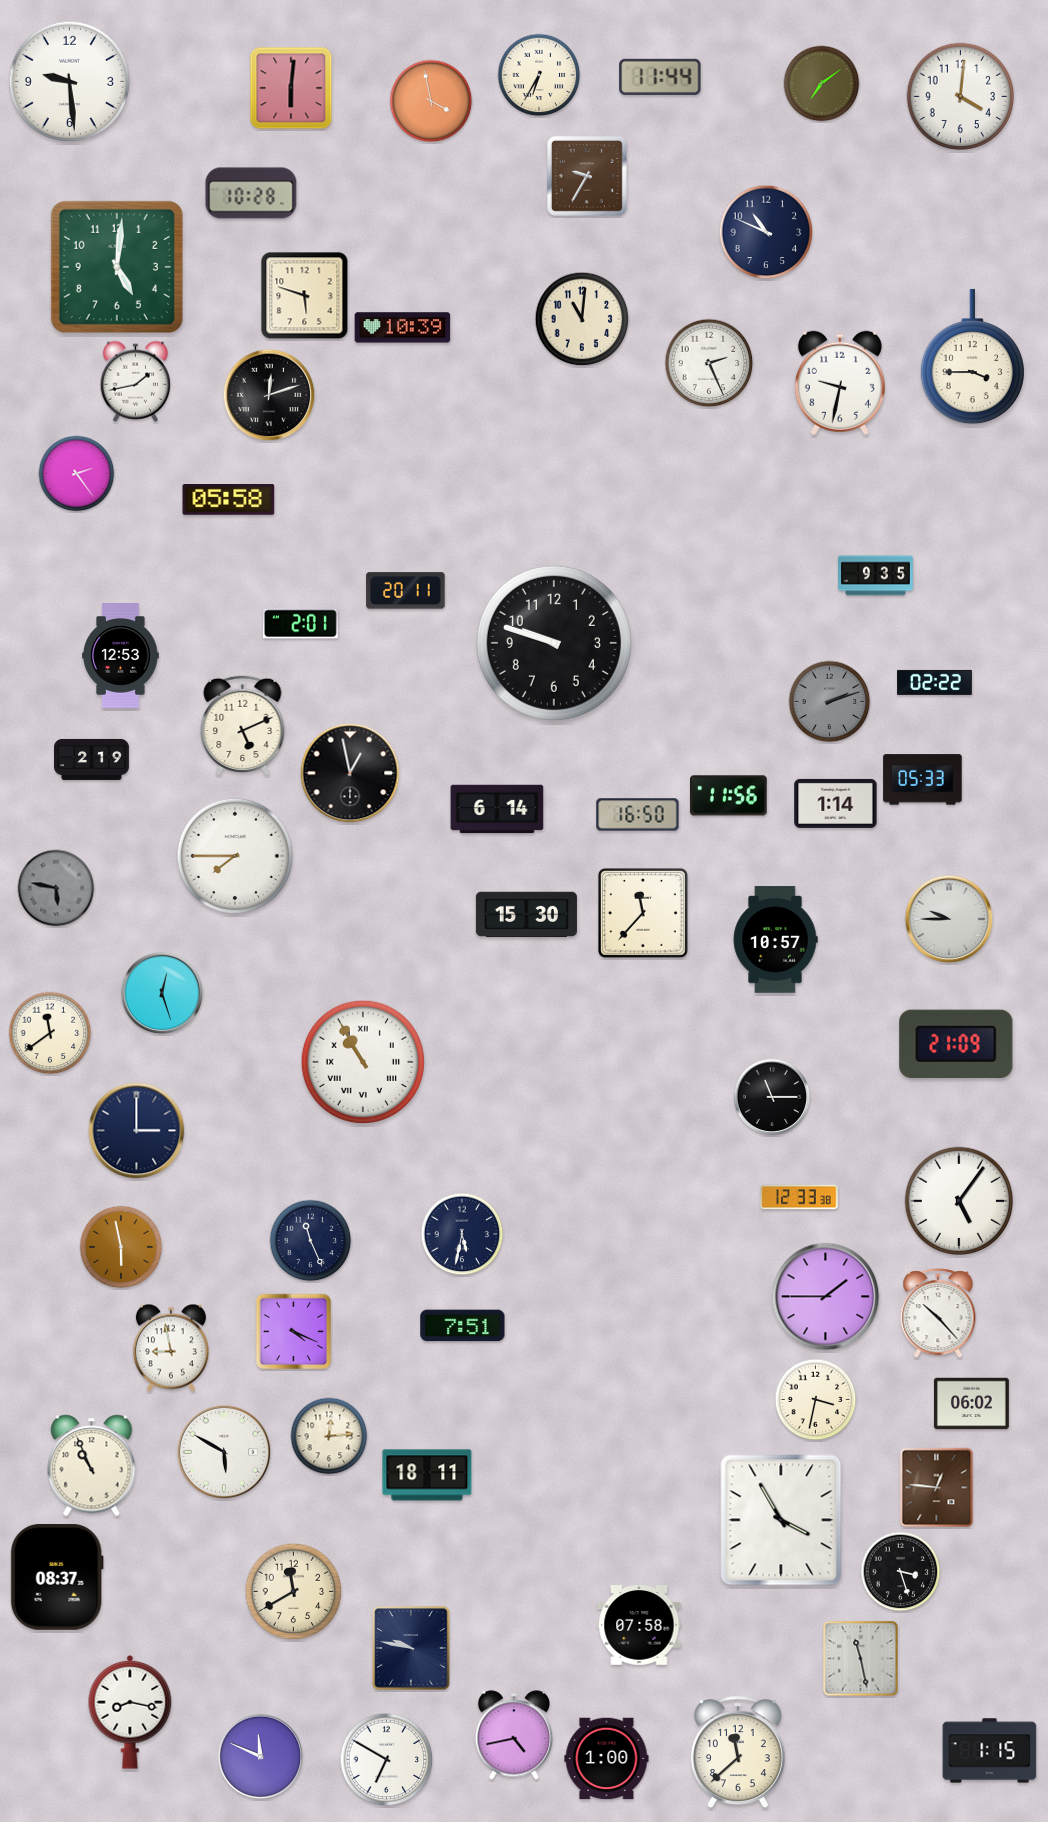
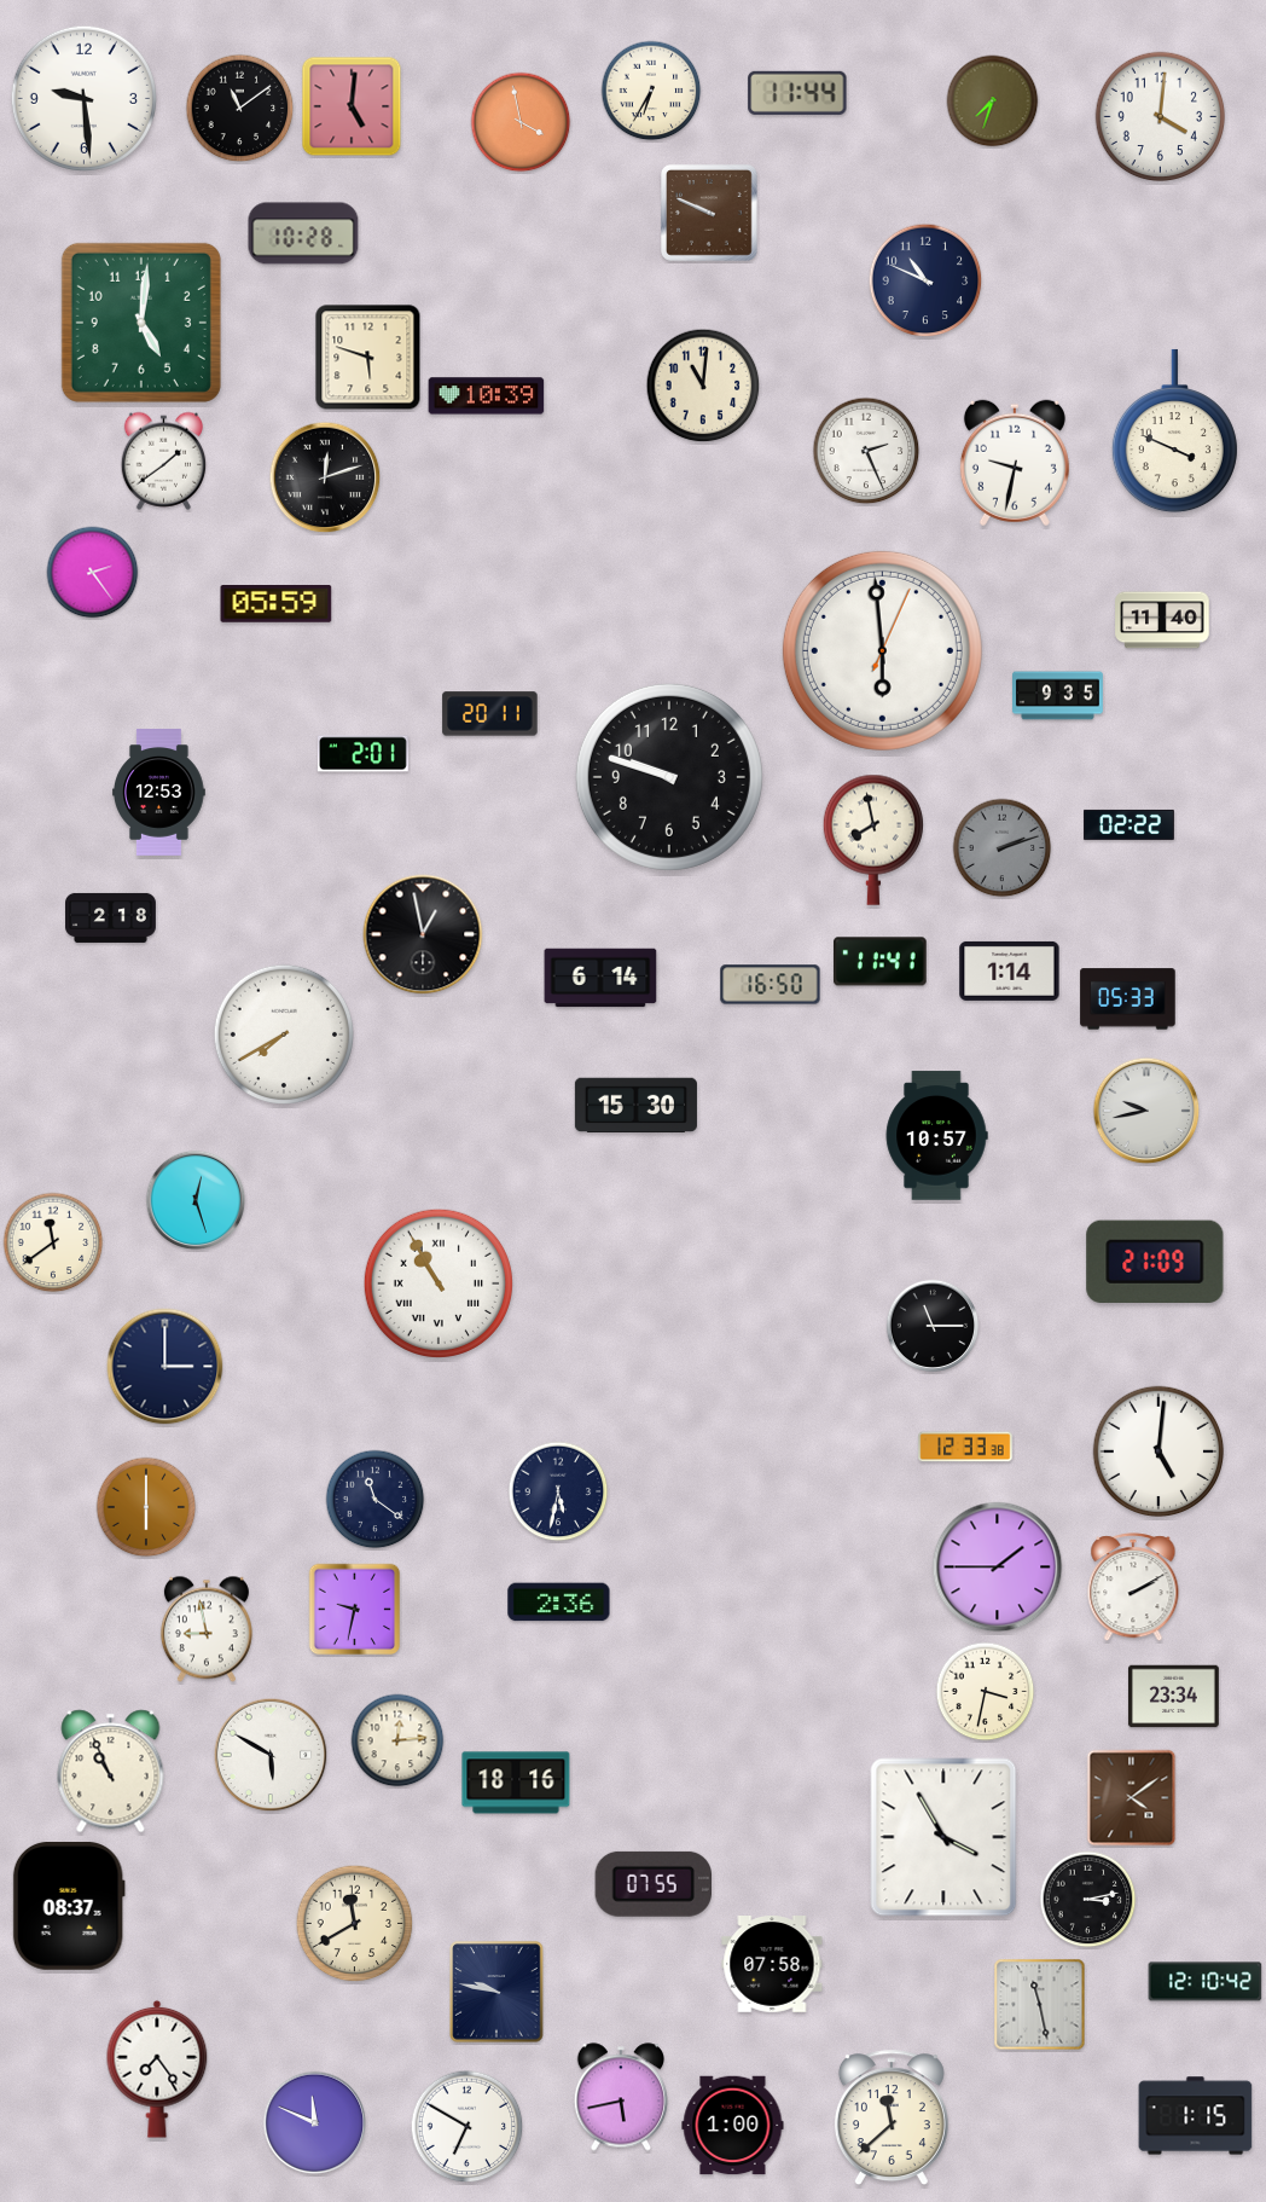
clock at (822, 84): 7:09 -> 7:33
clock at (291, 88): 6:01 -> 5:01
clock at (240, 109): none -> 11:09
clock at (588, 177): 9:35 -> 9:49
clock at (972, 357): 3:45 -> 3:49
clock at (709, 363) position: (709, 363) -> (866, 451)
clock at (136, 381): 1:43 -> 1:39
clock at (229, 500): 05:58 -> 05:59
clock at (1162, 620): none -> 11:40
clock at (882, 650): none -> 5:59
clock at (121, 656) position: (121, 656) -> (159, 793)
clock at (872, 840): none -> 7:58
clock at (243, 725): 5:11 -> none
clock at (92, 759): 2:19 -> 2:18
clock at (923, 780) position: (923, 780) -> (1128, 999)
clock at (729, 796): 11:56 -> 11:41
clock at (234, 855): 7:45 -> 7:40
clock at (56, 888): 5:47 -> none
clock at (643, 913): 11:37 -> none
clock at (949, 919): 9:45 -> 9:43
clock at (50, 1033) position: (50, 1033) -> (53, 1242)
clock at (959, 1201): 5:06 -> 5:01
clock at (311, 1241): 11:26 -> 11:21
clock at (121, 1247): 5:58 -> 6:00
clock at (938, 1314): 10:23 -> 2:10
clock at (463, 1326): 7:51 -> 2:36
clock at (294, 1332): 4:19 -> 9:32
clock at (971, 1404): 06:02 -> 23:34
clock at (329, 1436) position: (329, 1436) -> (397, 1740)
clock at (427, 1475): 18:11 -> 18:16
clock at (937, 1488): 12:46 -> 4:09
clock at (652, 1884): none -> 07:55
clock at (901, 1572): 3:27 -> 3:13
clock at (1206, 1982): none -> 12:10
clock at (130, 1712): 8:17 -> 7:24
clock at (514, 1735): 4:43 -> 5:43
